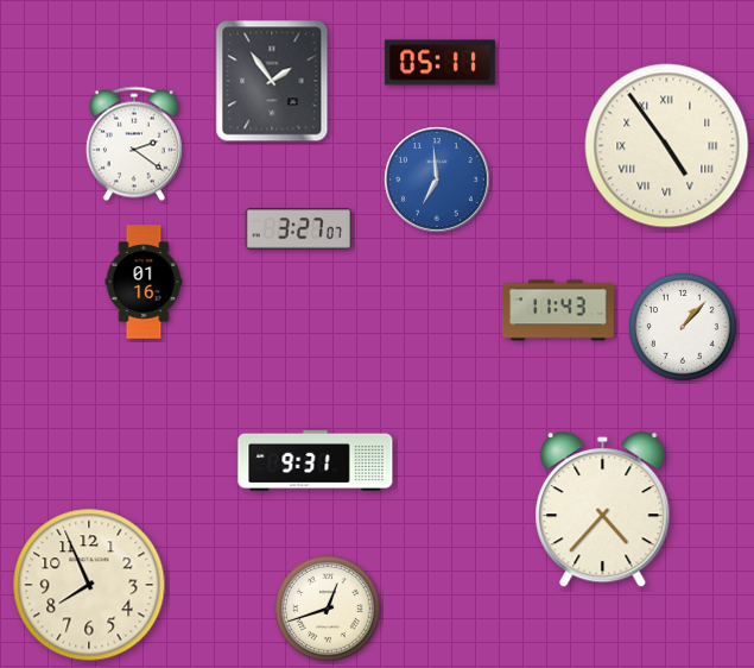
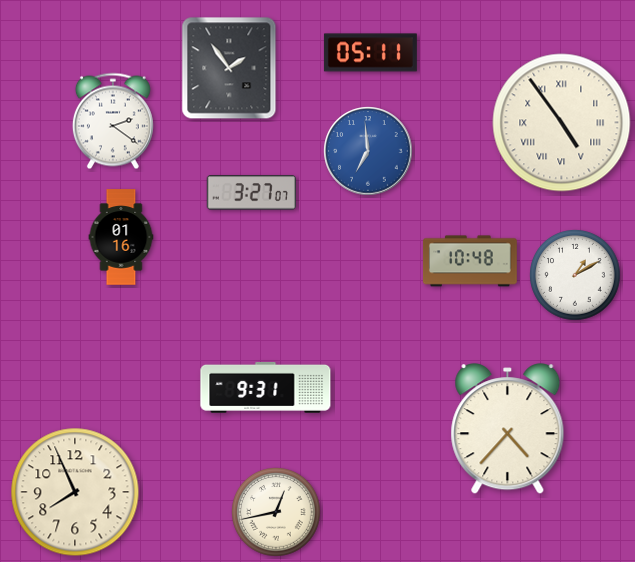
clock at (558, 310): 11:43 -> 10:48
clock at (683, 327): 1:07 -> 1:10
clock at (328, 609): 12:42 -> 12:43
